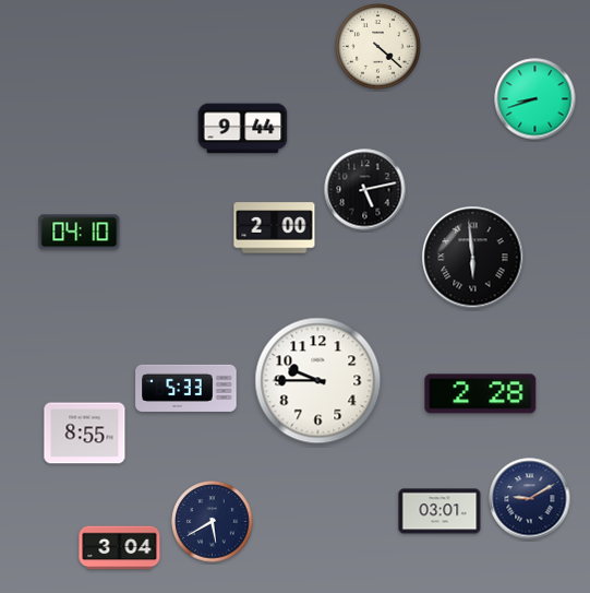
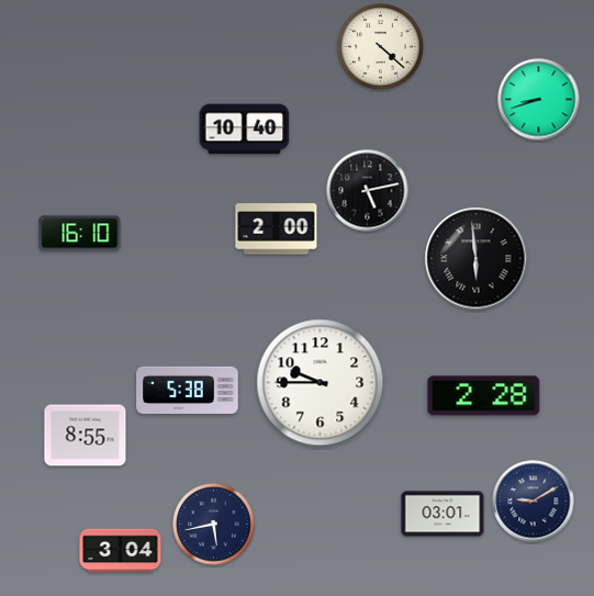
clock at (243, 129): 9:44 -> 10:40
clock at (80, 233): 04:10 -> 16:10
clock at (186, 388): 5:33 -> 5:38
clock at (213, 522): 5:40 -> 5:43
